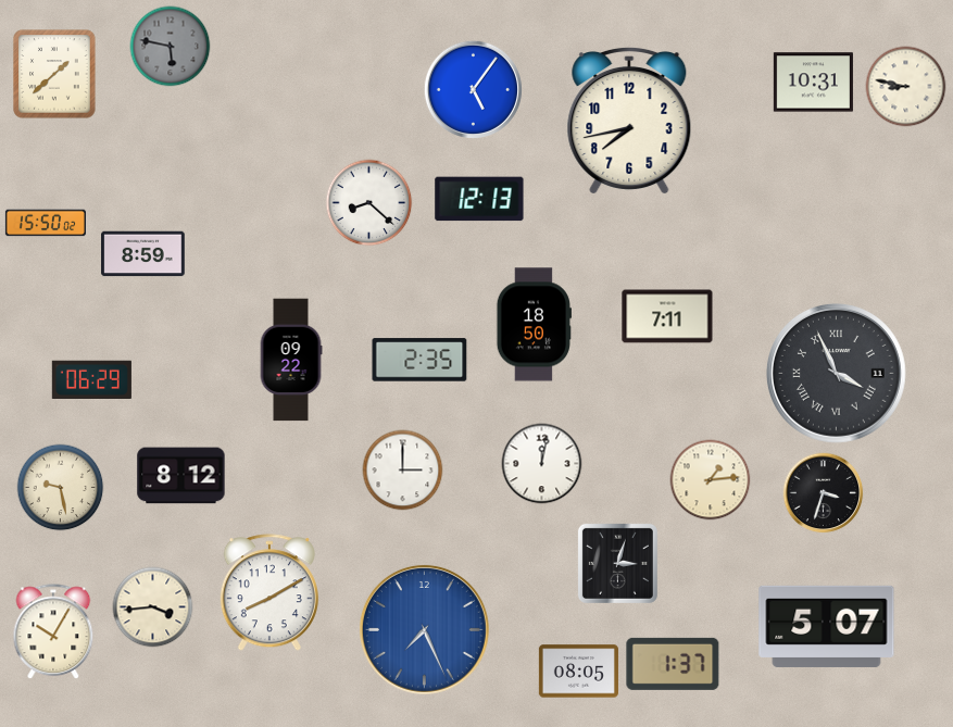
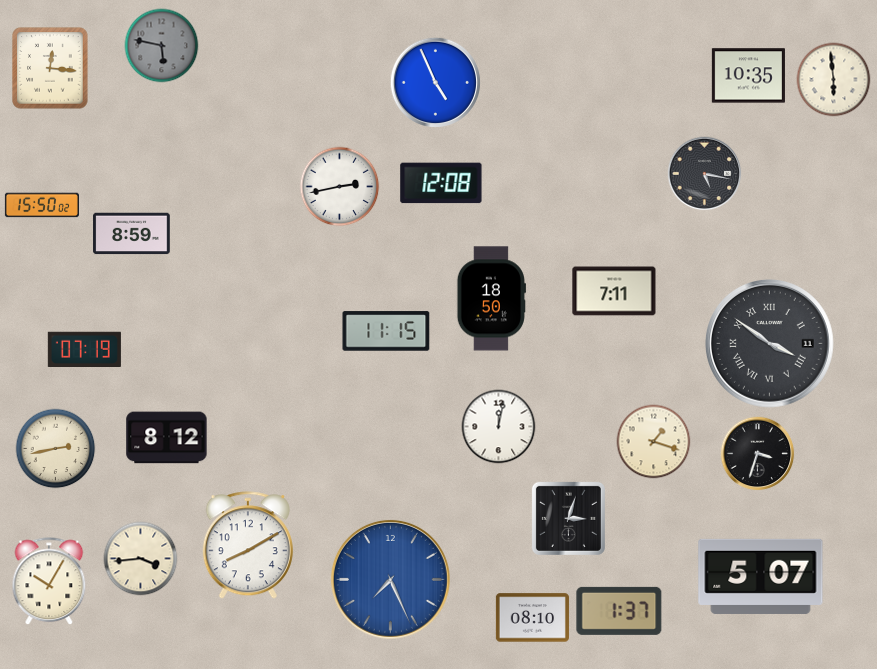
clock at (171, 47) position: (171, 47) -> (162, 46)
clock at (54, 74): 1:38 -> 12:16
clock at (813, 83): 10:31 -> 10:35
clock at (906, 87): 8:47 -> 5:59
clock at (473, 89): 5:06 -> 4:56
clock at (629, 121): 7:43 -> none
clock at (705, 174): none -> 5:17
clock at (479, 199): 12:13 -> 12:08
clock at (369, 203): 8:22 -> 2:43
clock at (291, 360): 09:22 -> none
clock at (419, 360): 2:35 -> 11:15
clock at (836, 373): 3:56 -> 3:51
clock at (91, 379): 06:29 -> 07:19
clock at (403, 471): 3:00 -> none
clock at (711, 480): 1:14 -> 1:18
clock at (61, 488): 9:28 -> 2:43
clock at (578, 672): 08:05 -> 08:10
